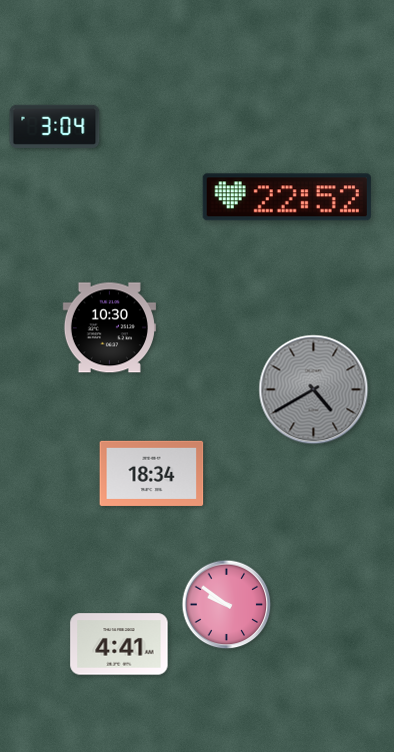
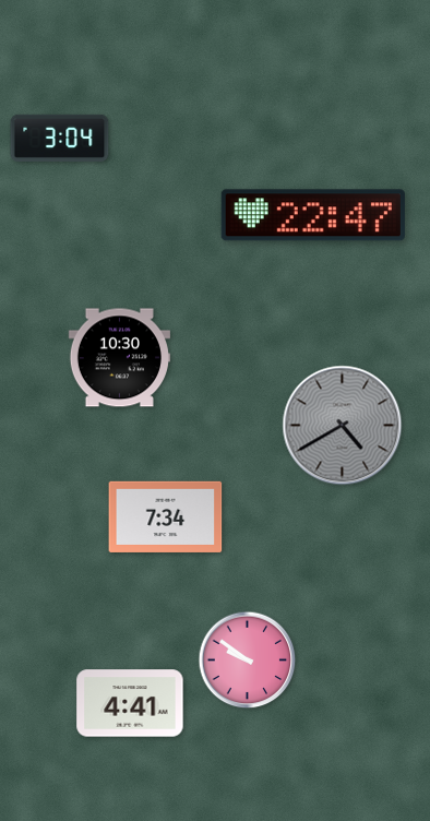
clock at (287, 197): 22:52 -> 22:47
clock at (152, 473): 18:34 -> 7:34
